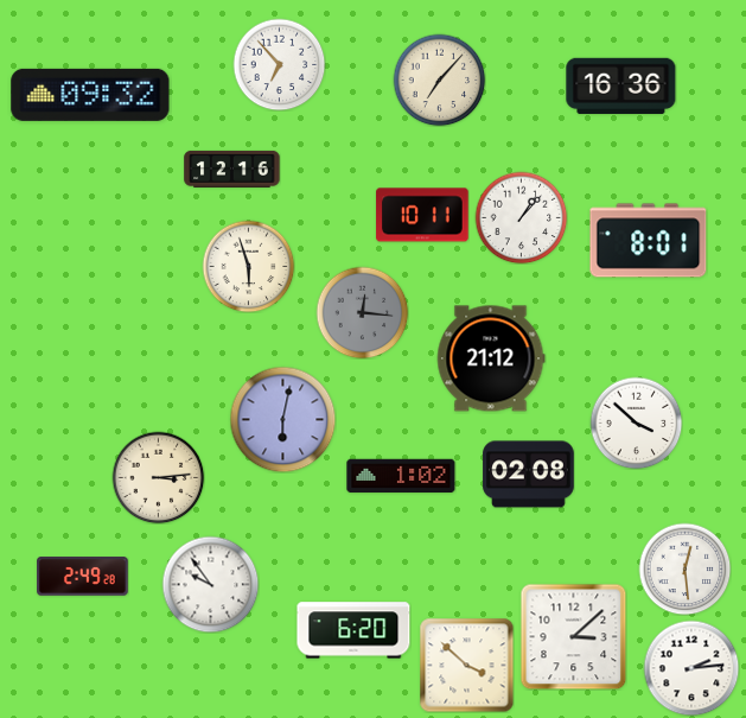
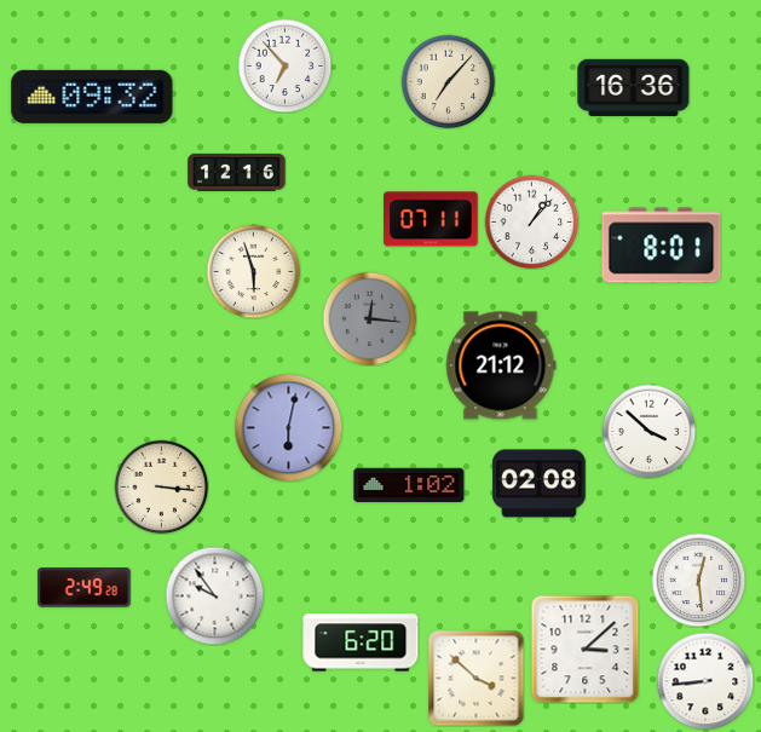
clock at (422, 215): 10:11 -> 07:11
clock at (158, 477): 3:14 -> 3:16
clock at (691, 668): 2:14 -> 8:44
